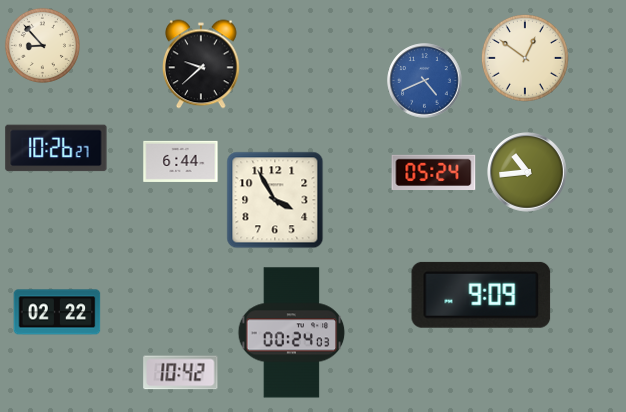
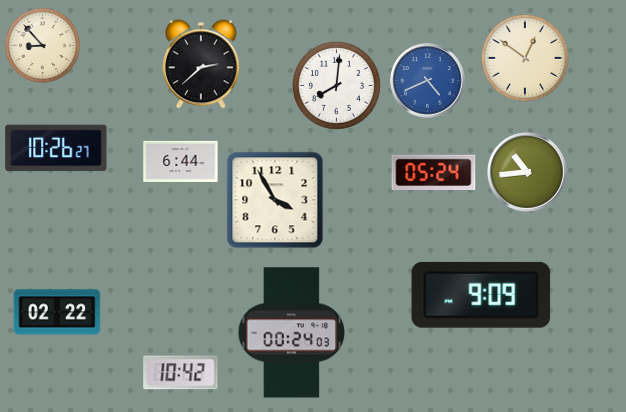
clock at (202, 64): 9:38 -> 2:38
clock at (425, 81) position: (425, 81) -> (428, 81)
clock at (336, 85): none -> 8:01
